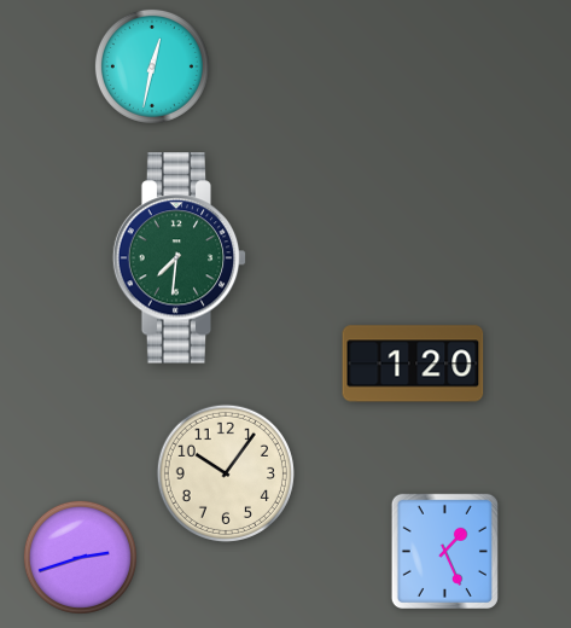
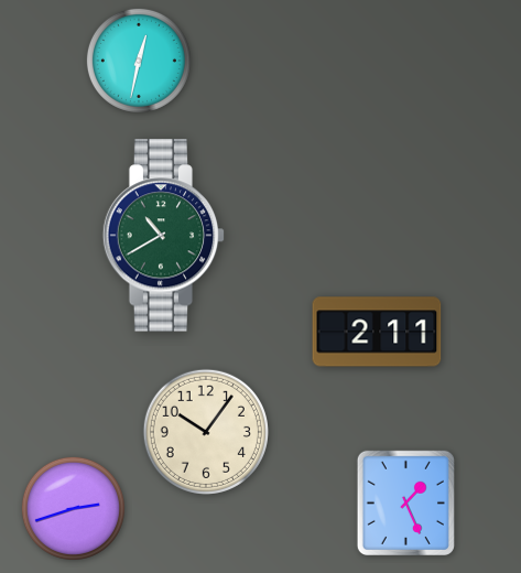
clock at (180, 258): 7:31 -> 10:40
clock at (413, 364): 1:20 -> 2:11
